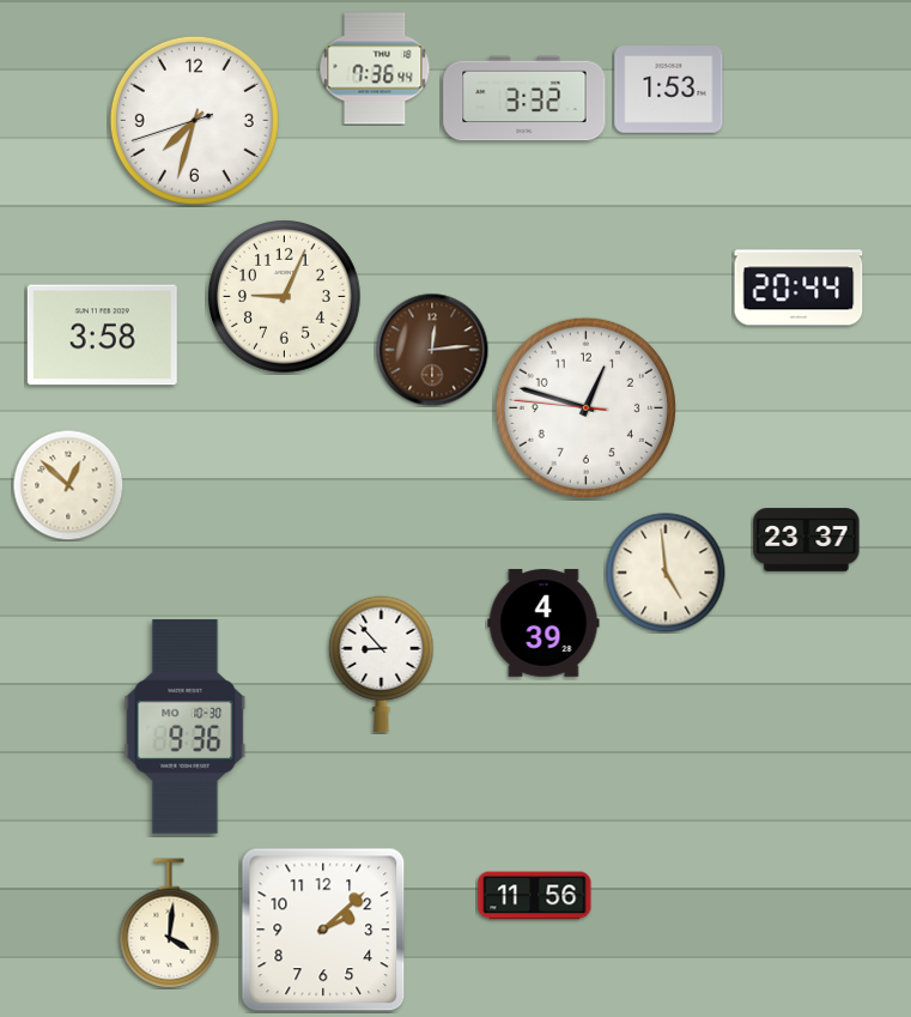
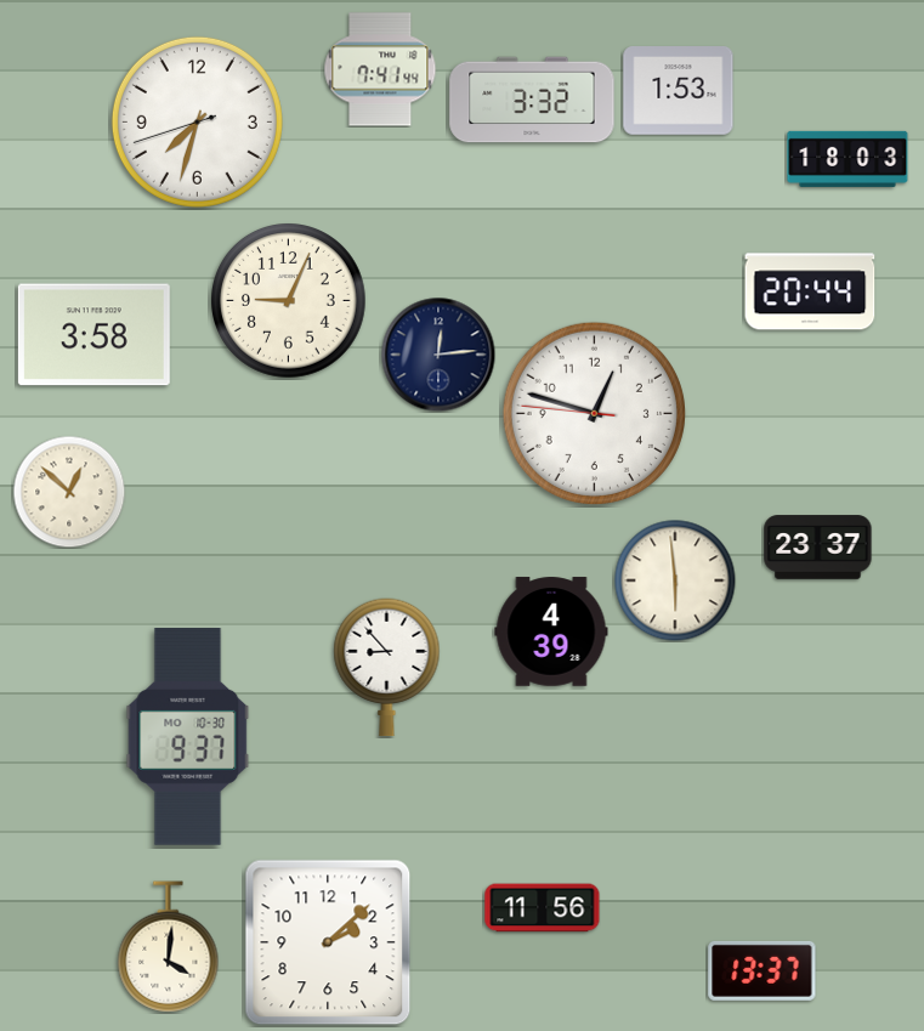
clock at (375, 68): 7:36 -> 7:41
clock at (848, 159): none -> 18:03
clock at (102, 335) position: (102, 335) -> (93, 335)
clock at (432, 350) dial: brown -> navy
clock at (666, 573): 4:59 -> 5:59
clock at (382, 665) position: (382, 665) -> (387, 668)
clock at (186, 727): 9:36 -> 9:37
clock at (170, 924) position: (170, 924) -> (169, 947)
clock at (763, 970): none -> 13:37
